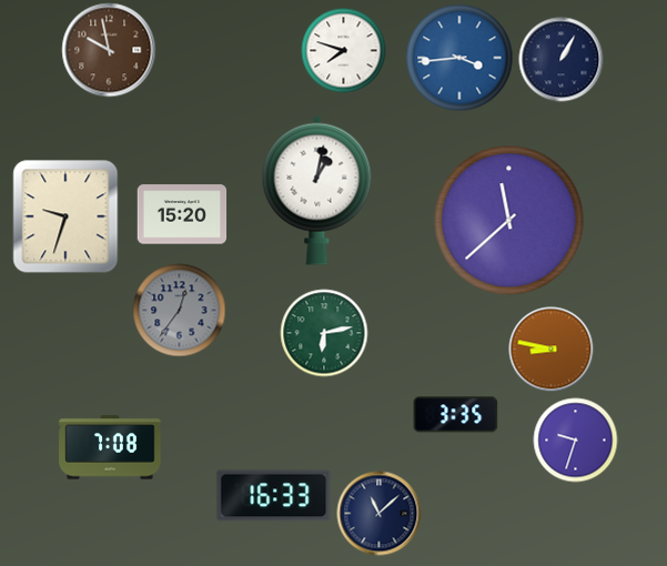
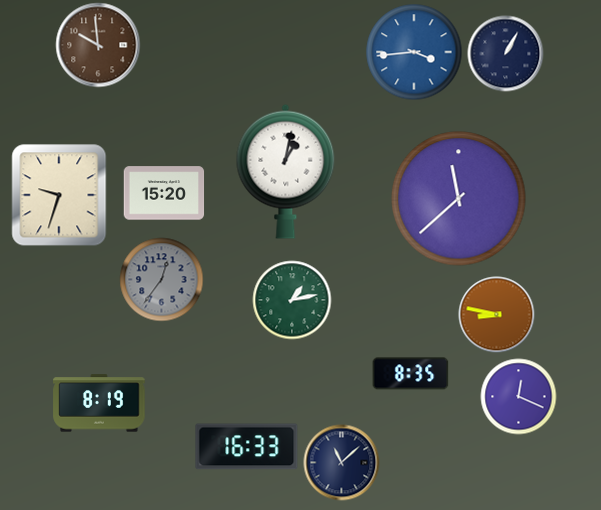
clock at (109, 50): 9:58 -> 9:59
clock at (344, 51): 7:48 -> none
clock at (324, 333): 6:13 -> 1:13
clock at (456, 415): 3:35 -> 8:35
clock at (576, 441): 9:33 -> 12:19
clock at (110, 447): 7:08 -> 8:19
